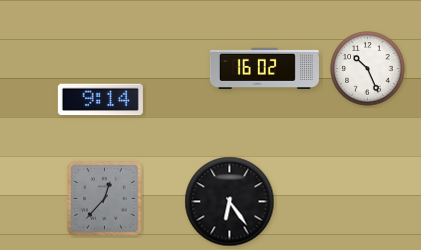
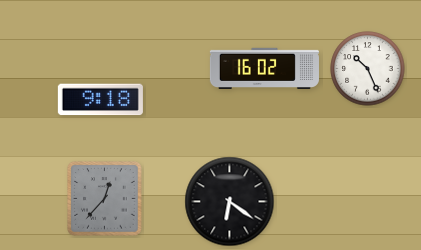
clock at (100, 100): 9:14 -> 9:18
clock at (230, 202): 6:24 -> 6:21
